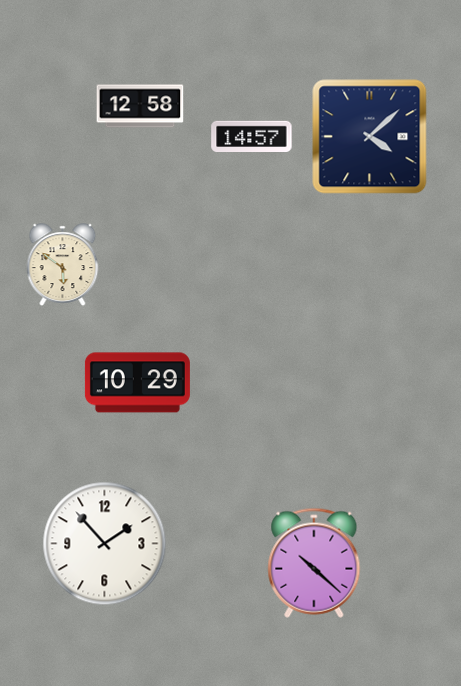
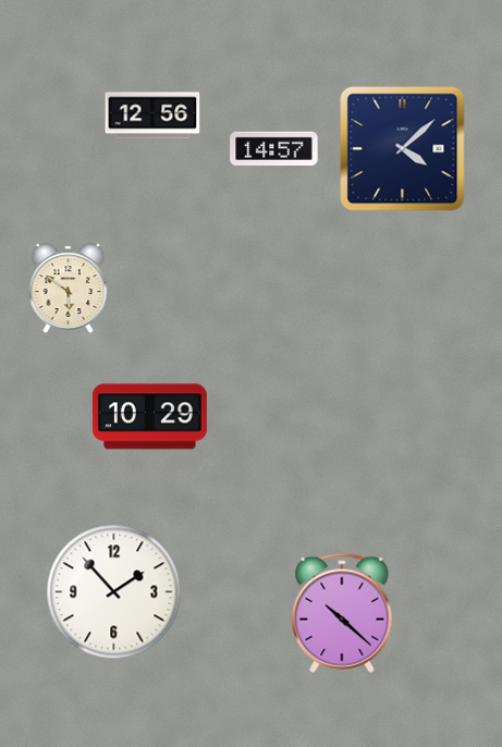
clock at (140, 106): 12:58 -> 12:56
